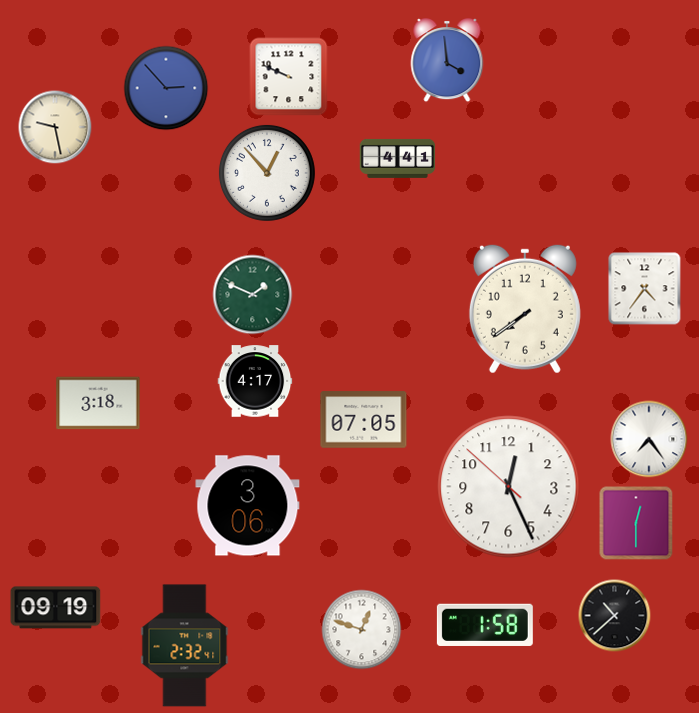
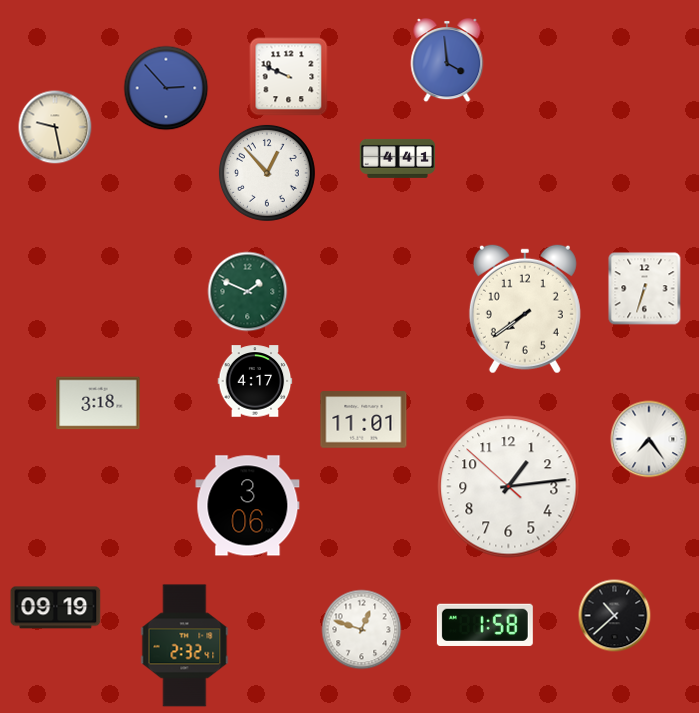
clock at (645, 289): 4:36 -> 6:33
clock at (253, 295) position: (253, 295) -> (248, 292)
clock at (364, 420): 07:05 -> 11:01
clock at (509, 487): 12:25 -> 1:13
clock at (636, 523): 12:30 -> none
